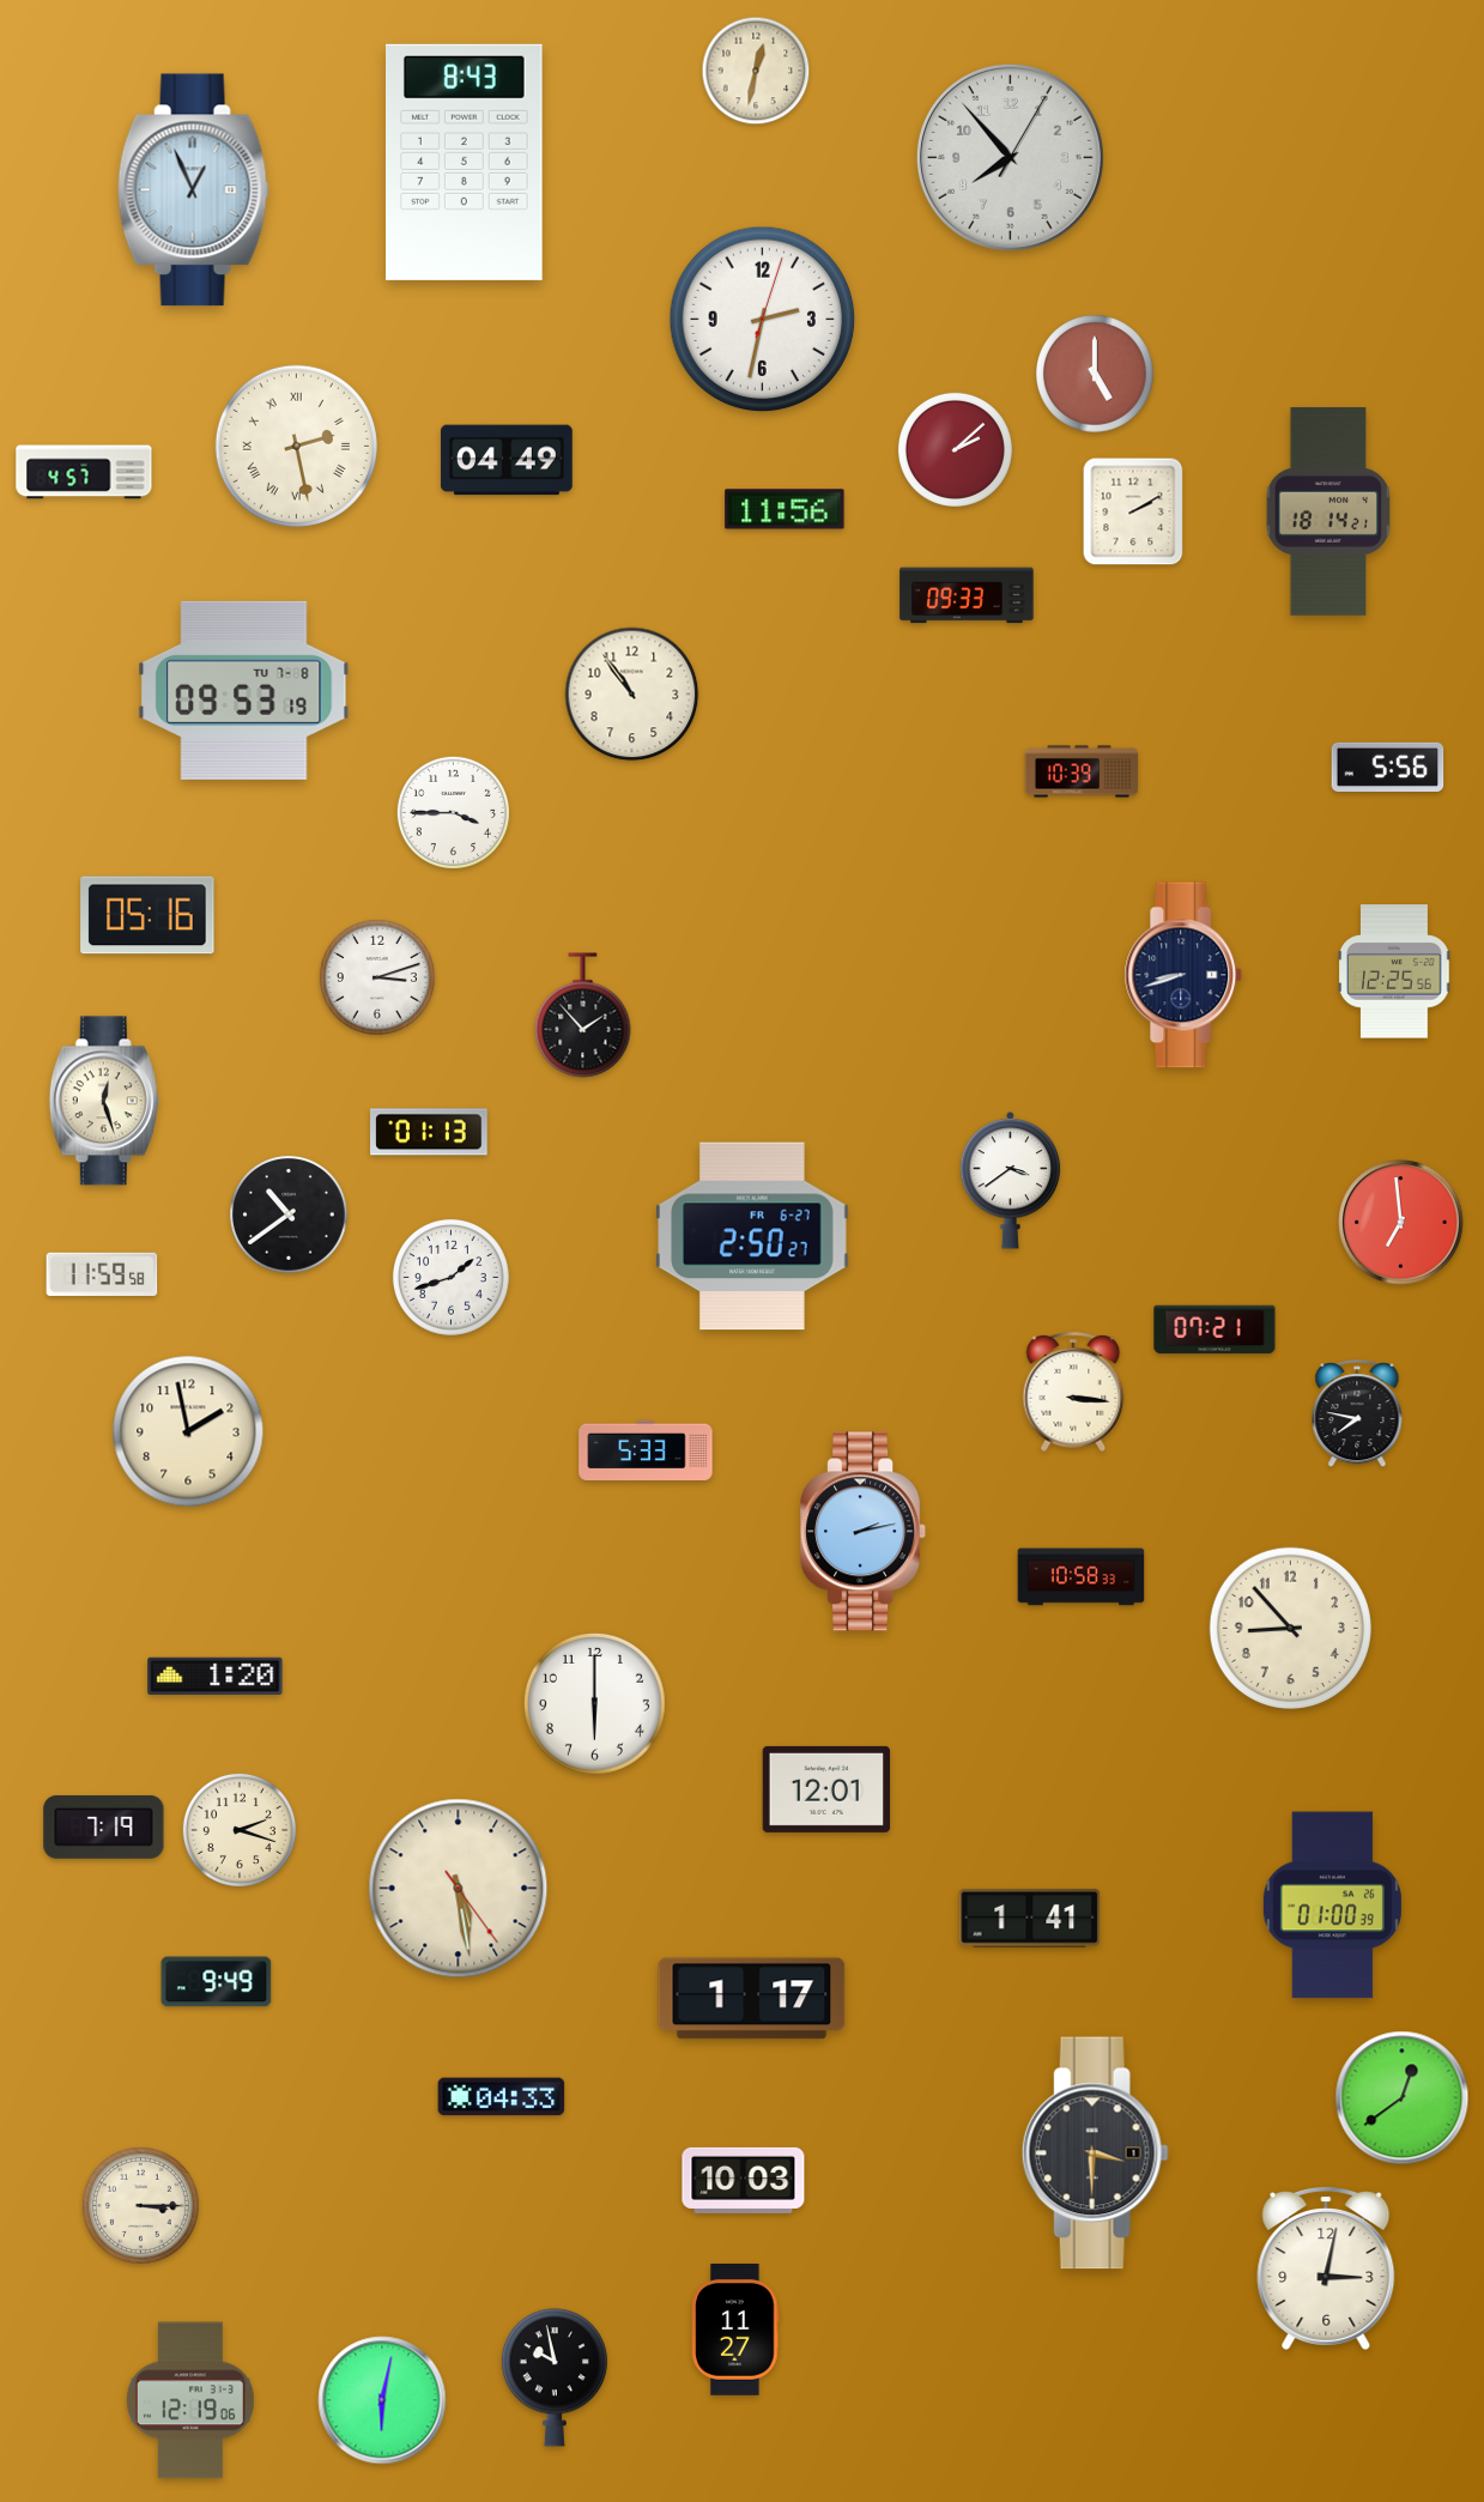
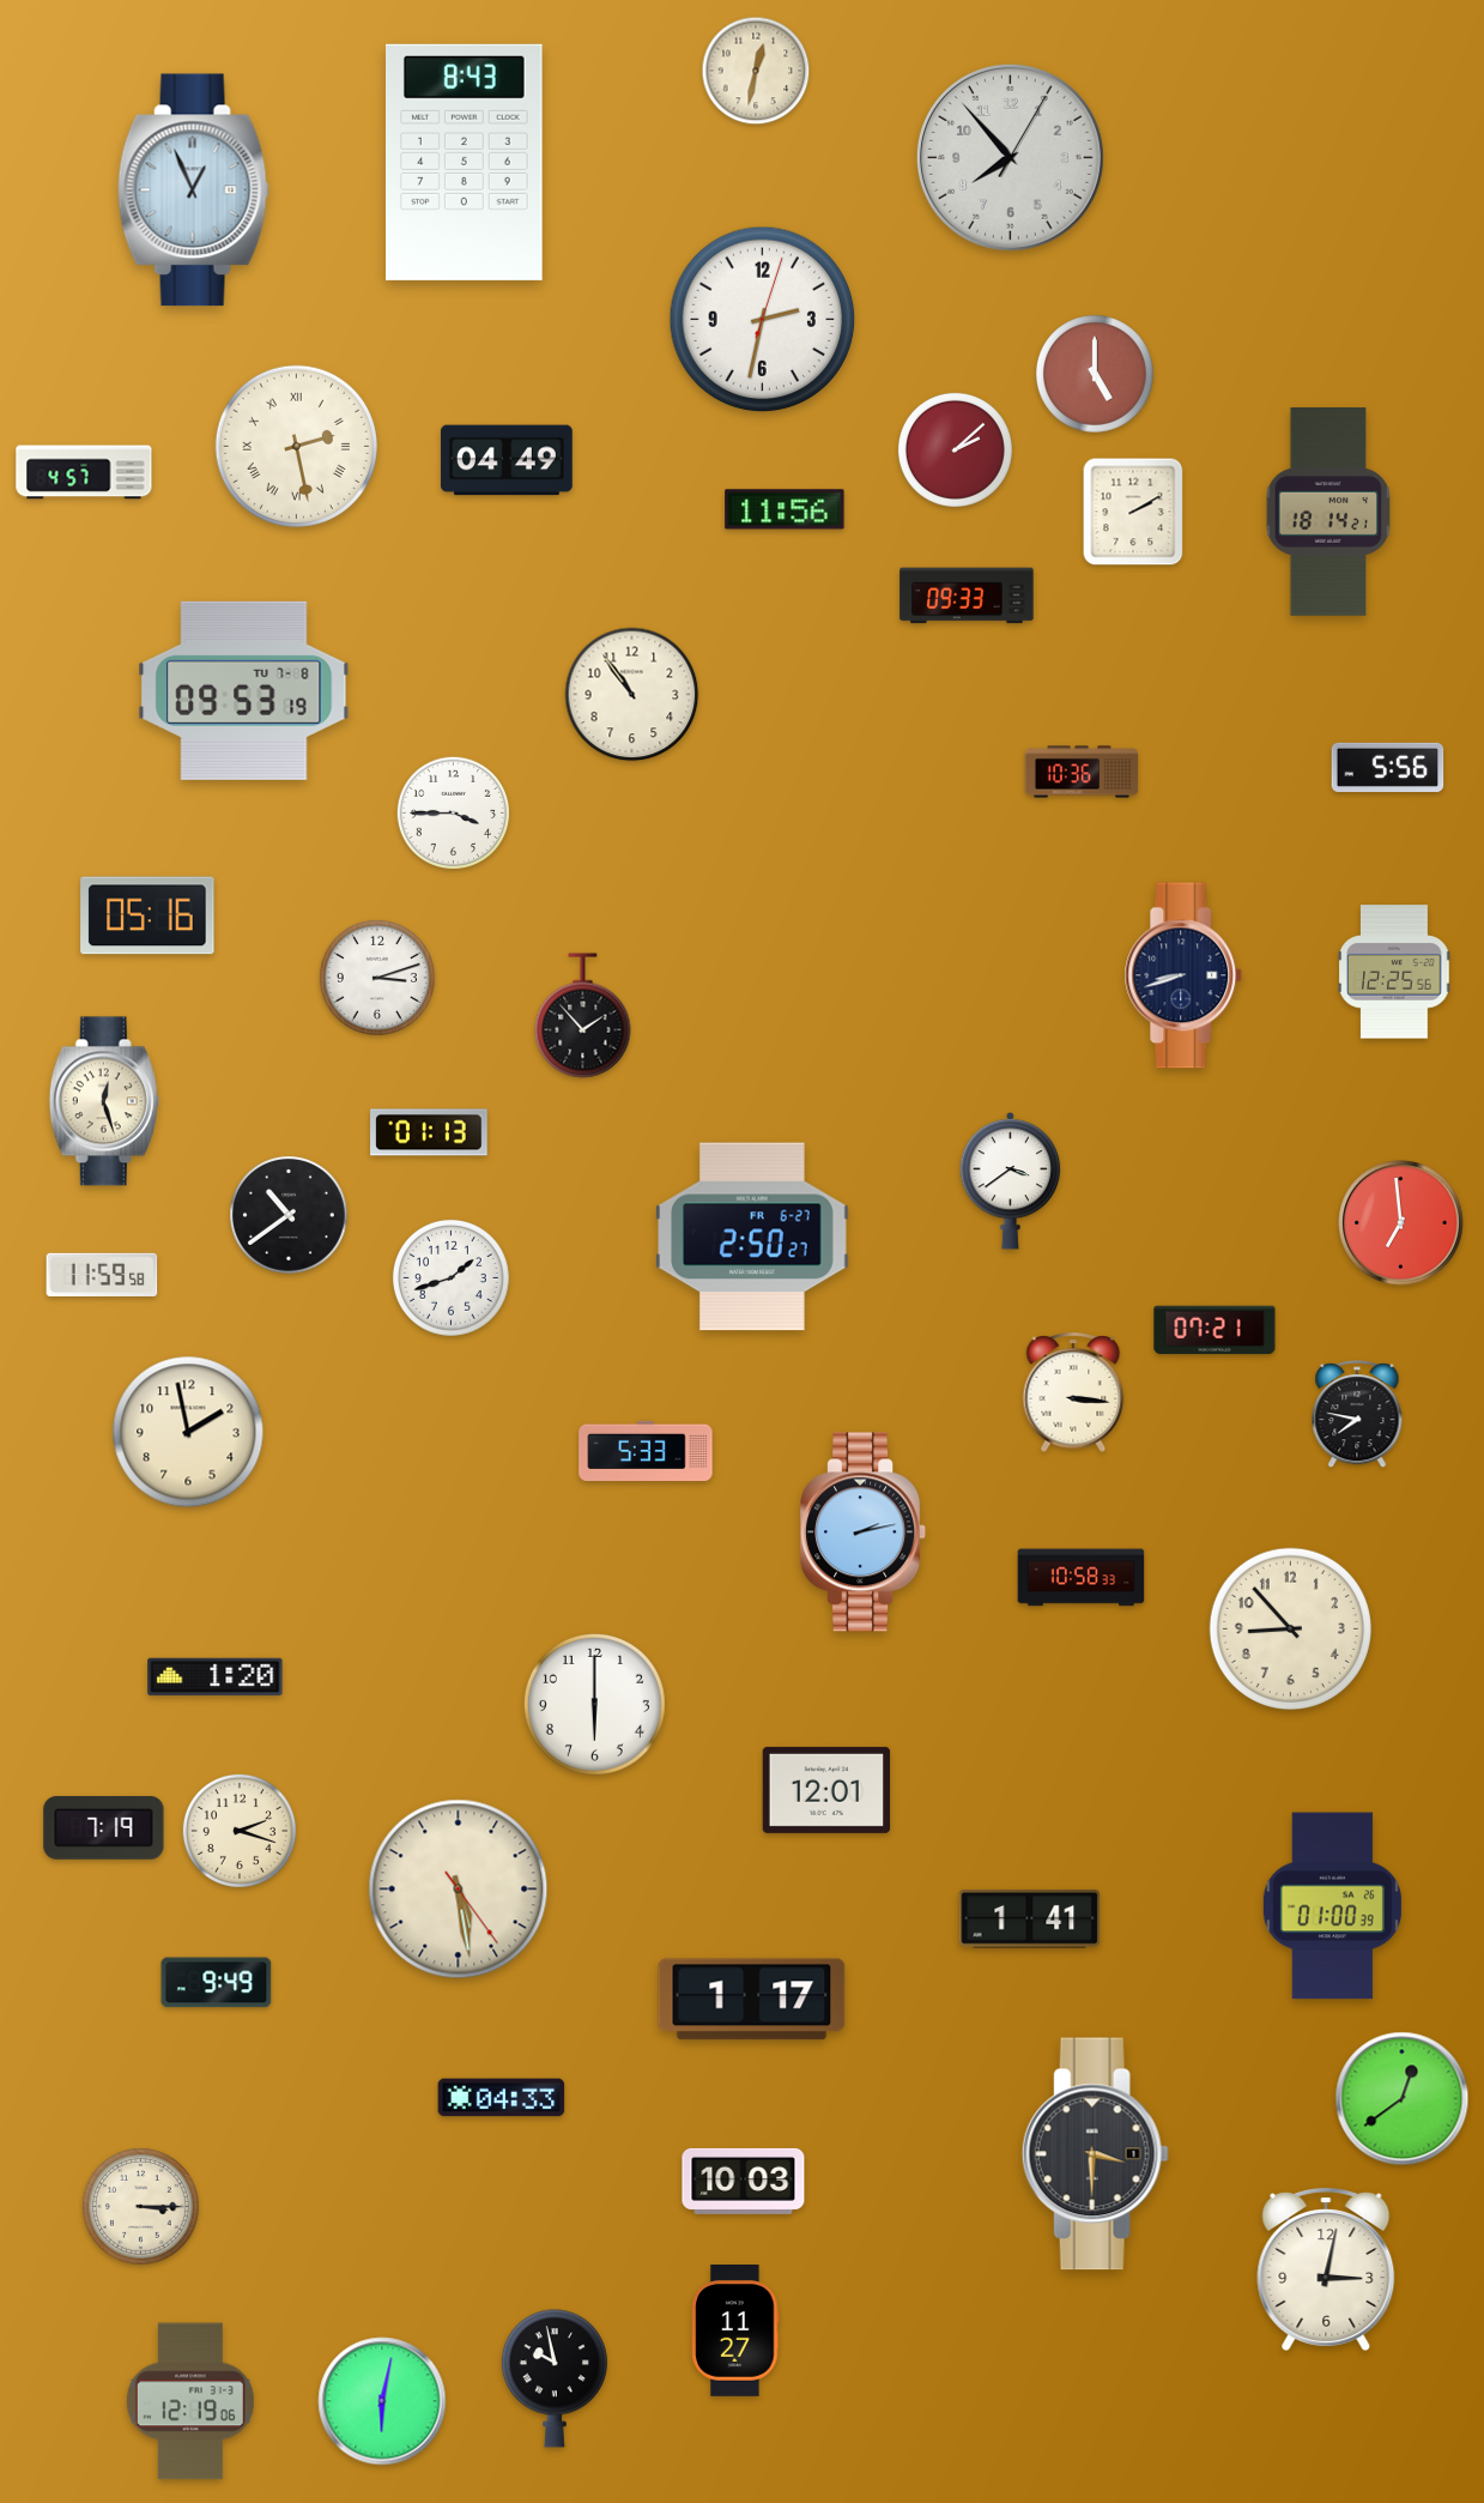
clock at (1082, 771): 10:39 -> 10:36
